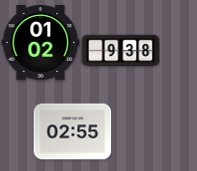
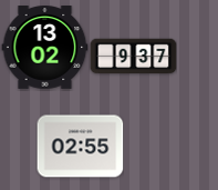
clock at (40, 43): 01:02 -> 13:02
clock at (120, 51): 9:38 -> 9:37
